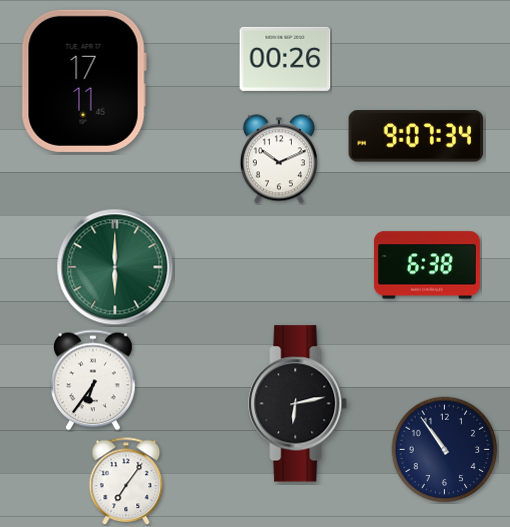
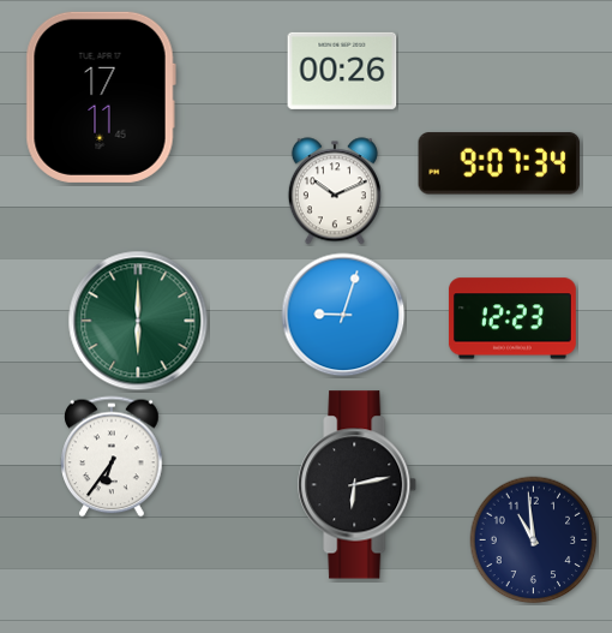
clock at (343, 315): none -> 9:03
clock at (427, 265): 6:38 -> 12:23
clock at (445, 450): 10:54 -> 10:59
clock at (126, 481): 7:06 -> none
